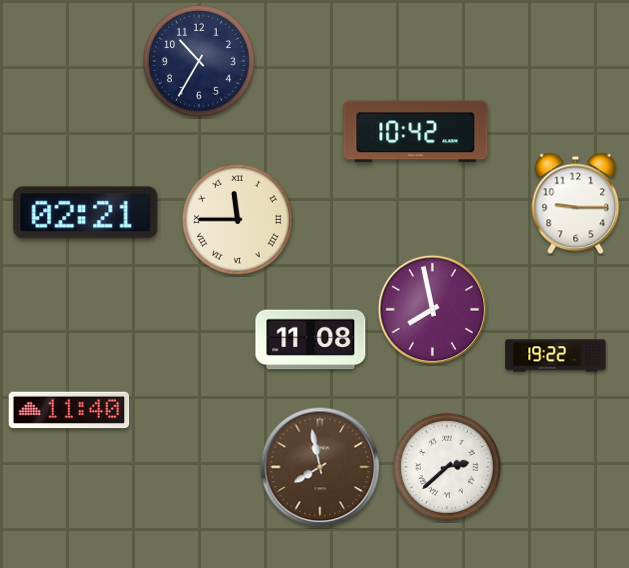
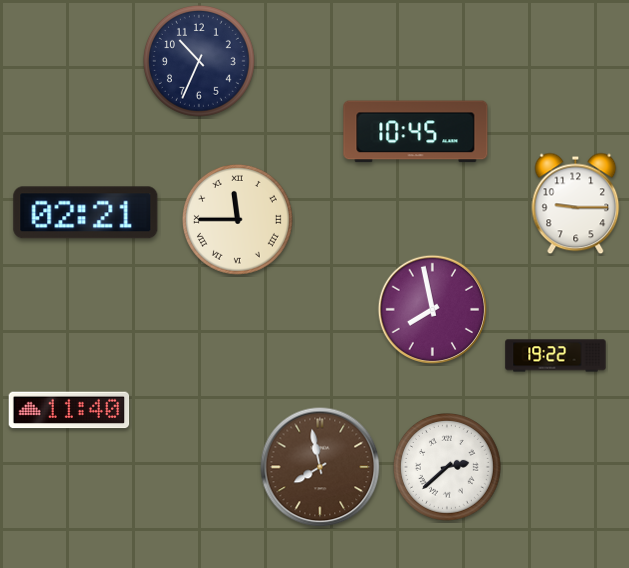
clock at (199, 61): 10:35 -> 10:34
clock at (416, 132): 10:42 -> 10:45
clock at (311, 340): 11:08 -> none
